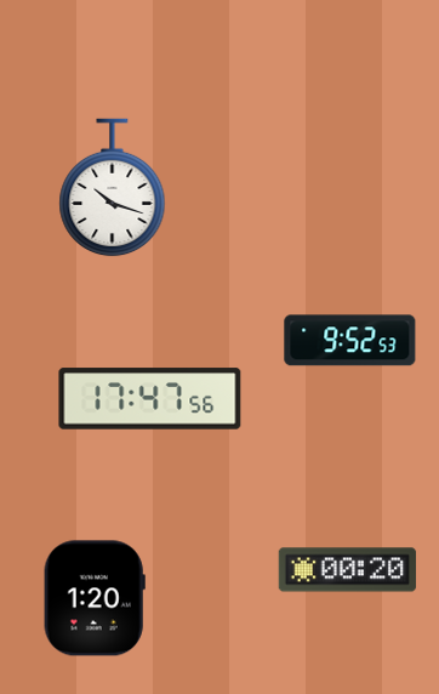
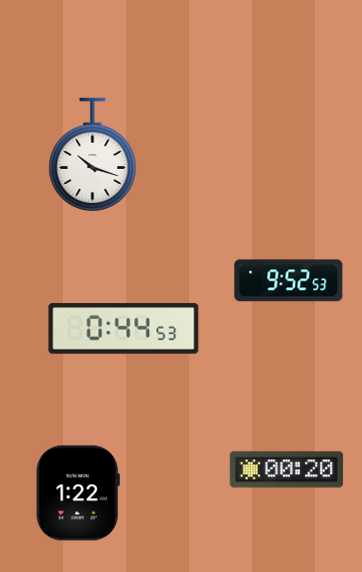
clock at (150, 399): 17:47 -> 0:44
clock at (95, 598): 1:20 -> 1:22
